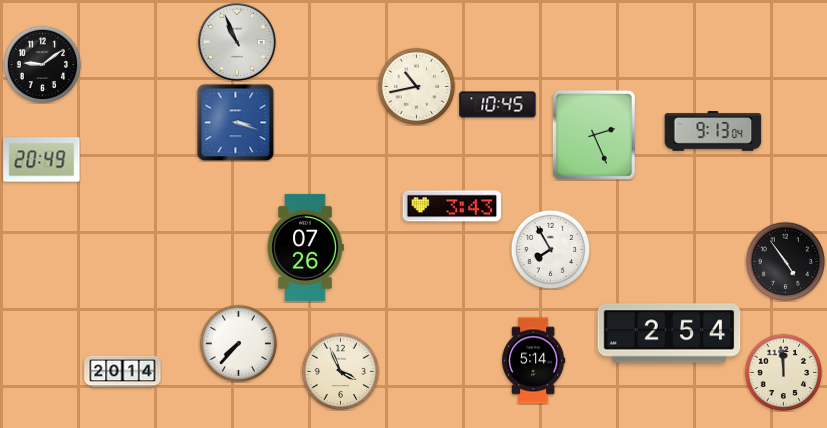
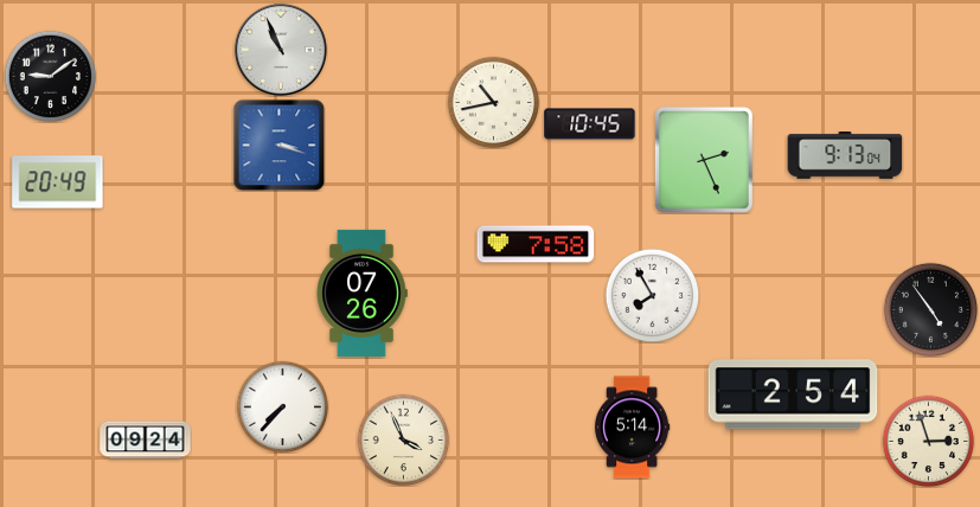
clock at (42, 160) position: (42, 160) -> (58, 182)
clock at (452, 206): 3:43 -> 7:58
clock at (123, 372): 20:14 -> 09:24
clock at (783, 372): 11:59 -> 2:57
